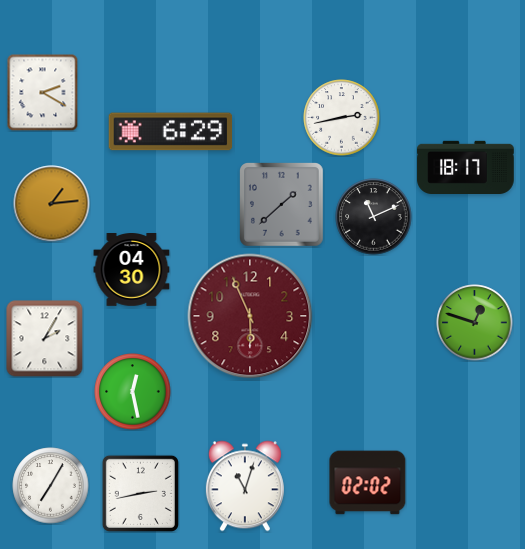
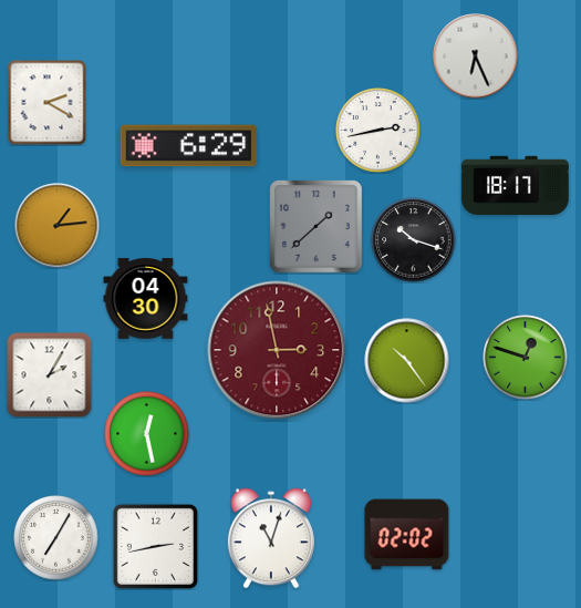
clock at (476, 56): none -> 6:26
clock at (282, 205) position: (282, 205) -> (317, 227)
clock at (374, 217): 11:11 -> 10:18
clock at (250, 316): 5:56 -> 2:58
clock at (407, 361): none -> 10:24
